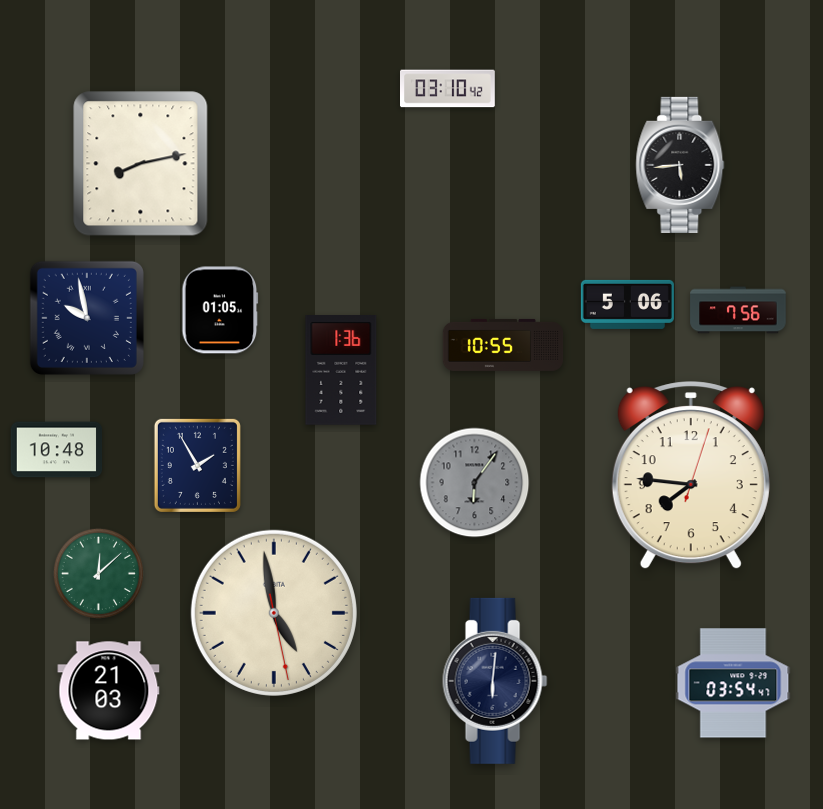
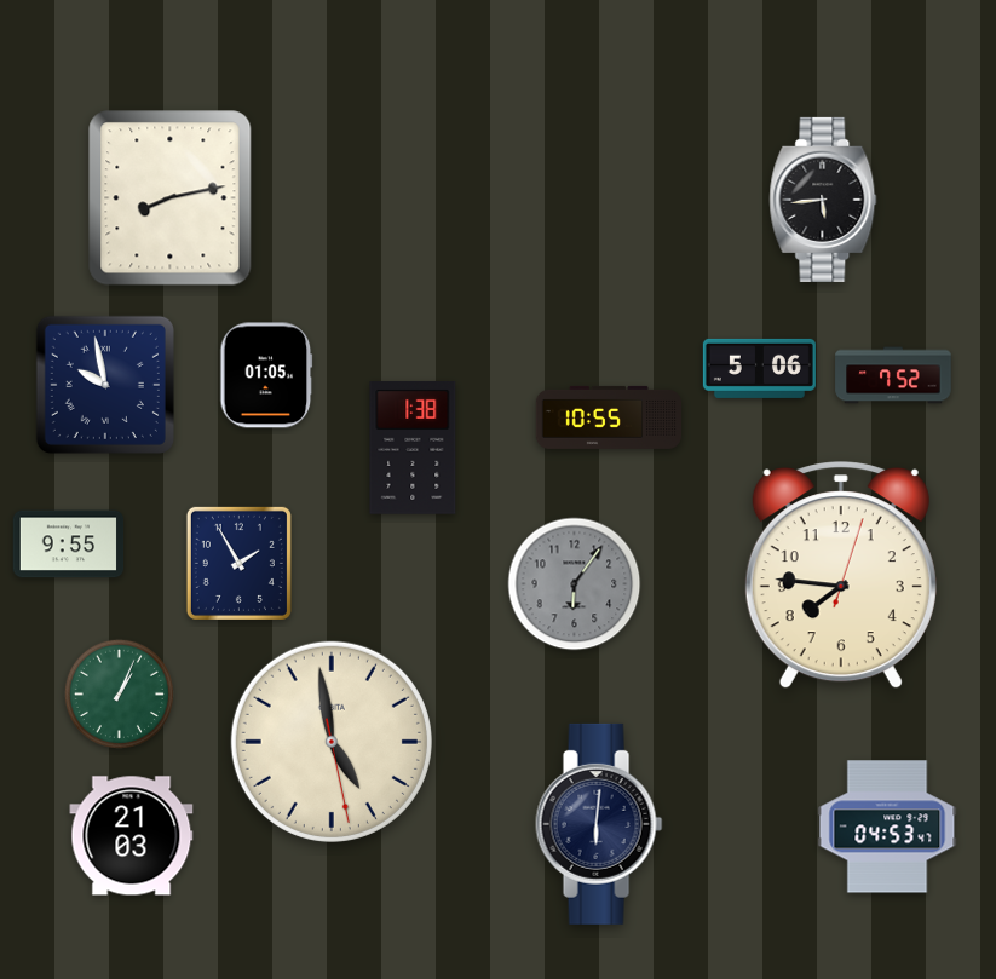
clock at (448, 89): 03:10 -> none
clock at (738, 310): 7:56 -> 7:52
clock at (341, 371): 1:36 -> 1:38
clock at (57, 450): 10:48 -> 9:55
clock at (691, 476) position: (691, 476) -> (841, 576)
clock at (98, 573): 12:08 -> 1:04
clock at (733, 683): 03:54 -> 04:53
